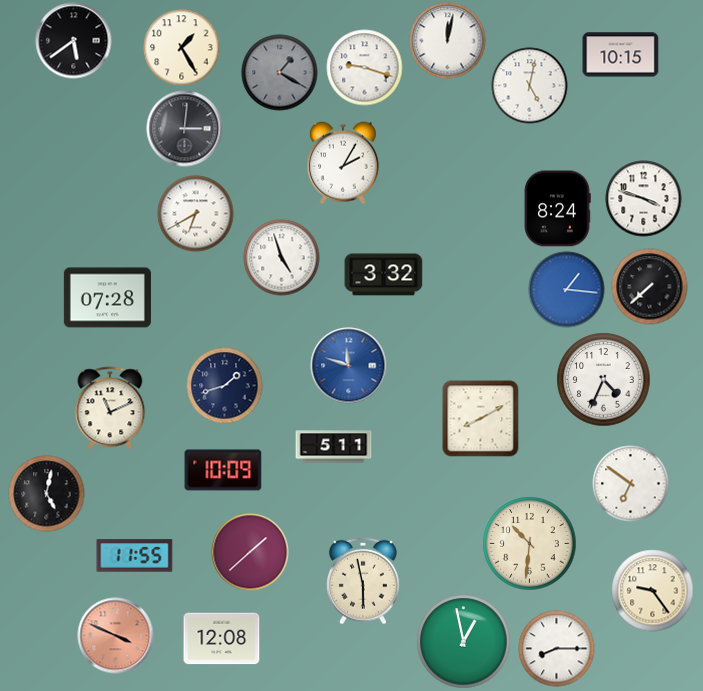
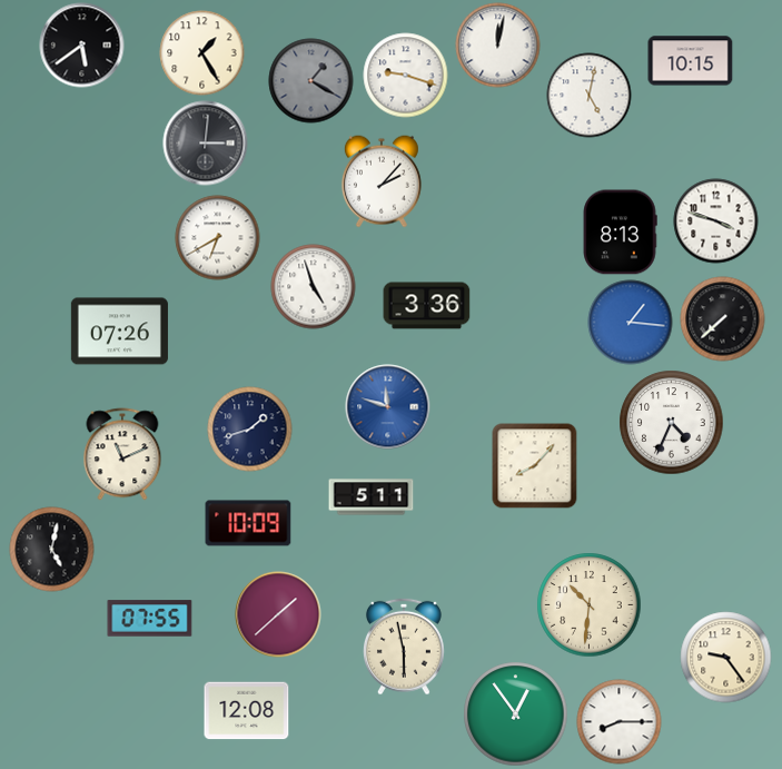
clock at (343, 163): 2:05 -> 2:07
clock at (557, 209): 8:24 -> 8:13
clock at (384, 275): 3:32 -> 3:36
clock at (107, 298): 07:28 -> 07:26
clock at (481, 419): 8:10 -> 8:07
clock at (631, 484): 6:51 -> none
clock at (135, 556): 11:55 -> 07:55
clock at (116, 636): 3:49 -> none
clock at (464, 642): 12:58 -> 12:54
